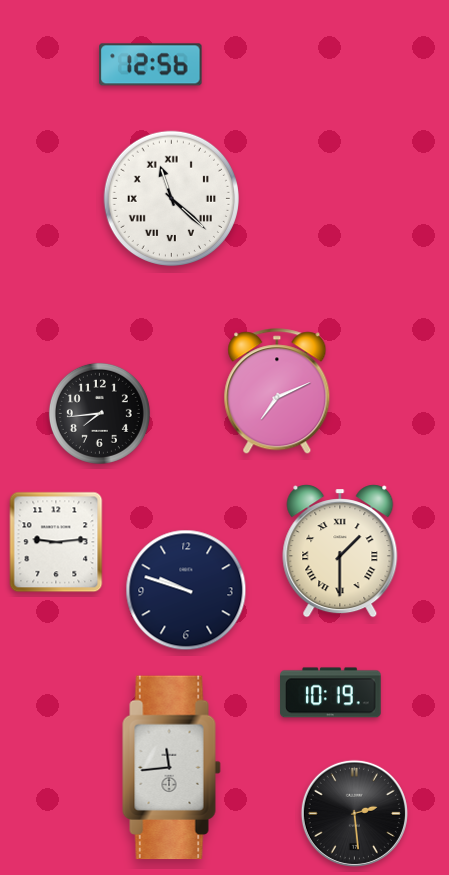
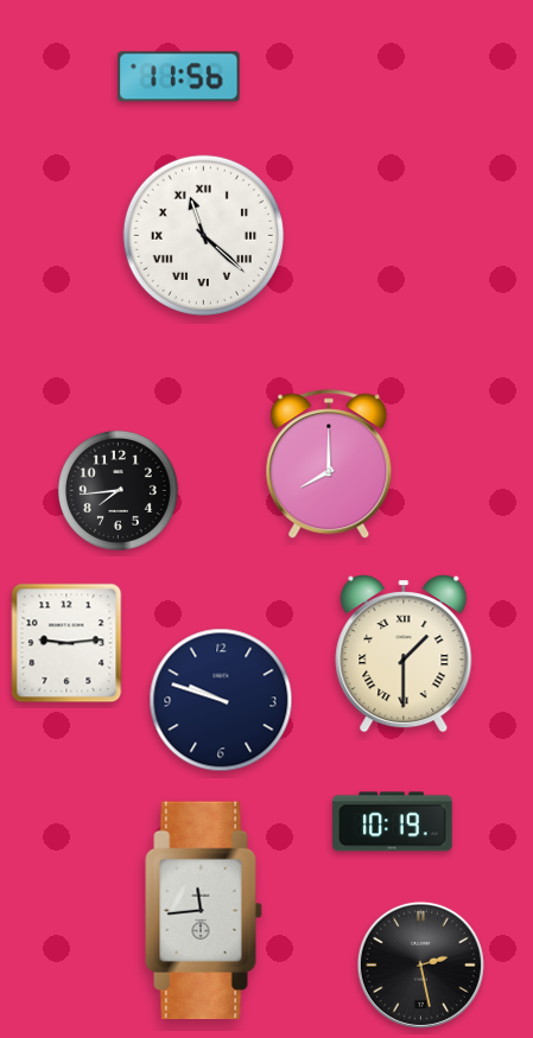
clock at (151, 65): 12:56 -> 11:56
clock at (277, 392): 7:11 -> 8:00
clock at (354, 813): 2:29 -> 2:28
